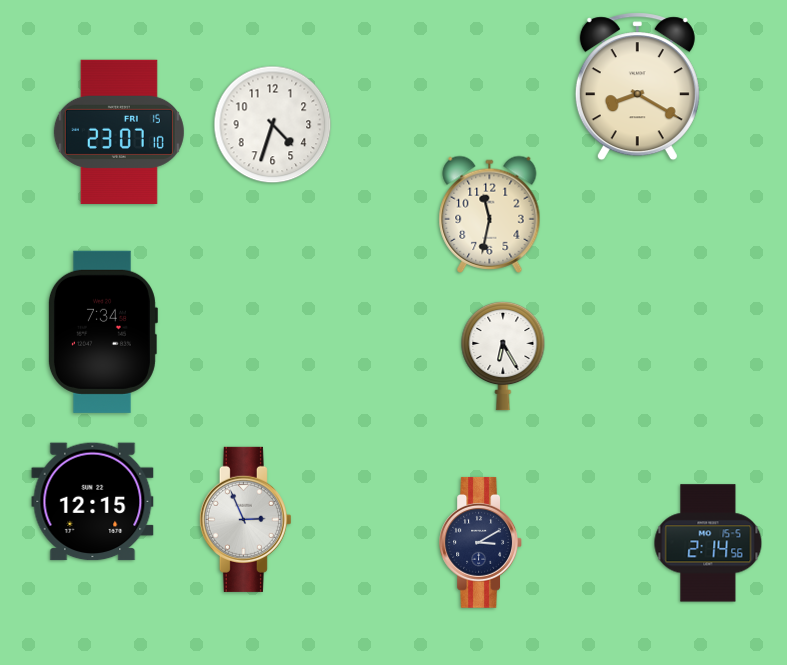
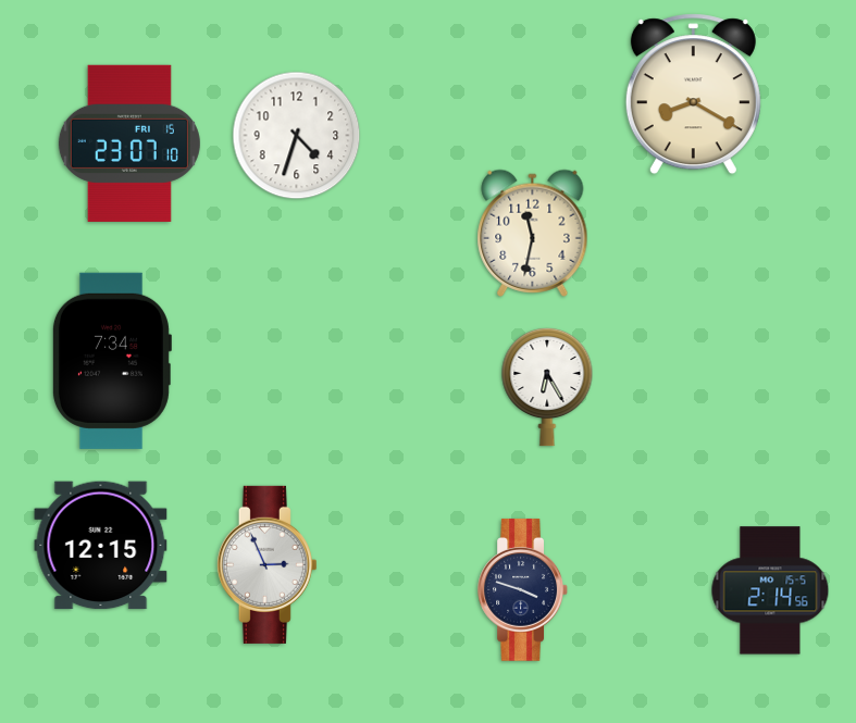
clock at (480, 543): 3:10 -> 3:48
